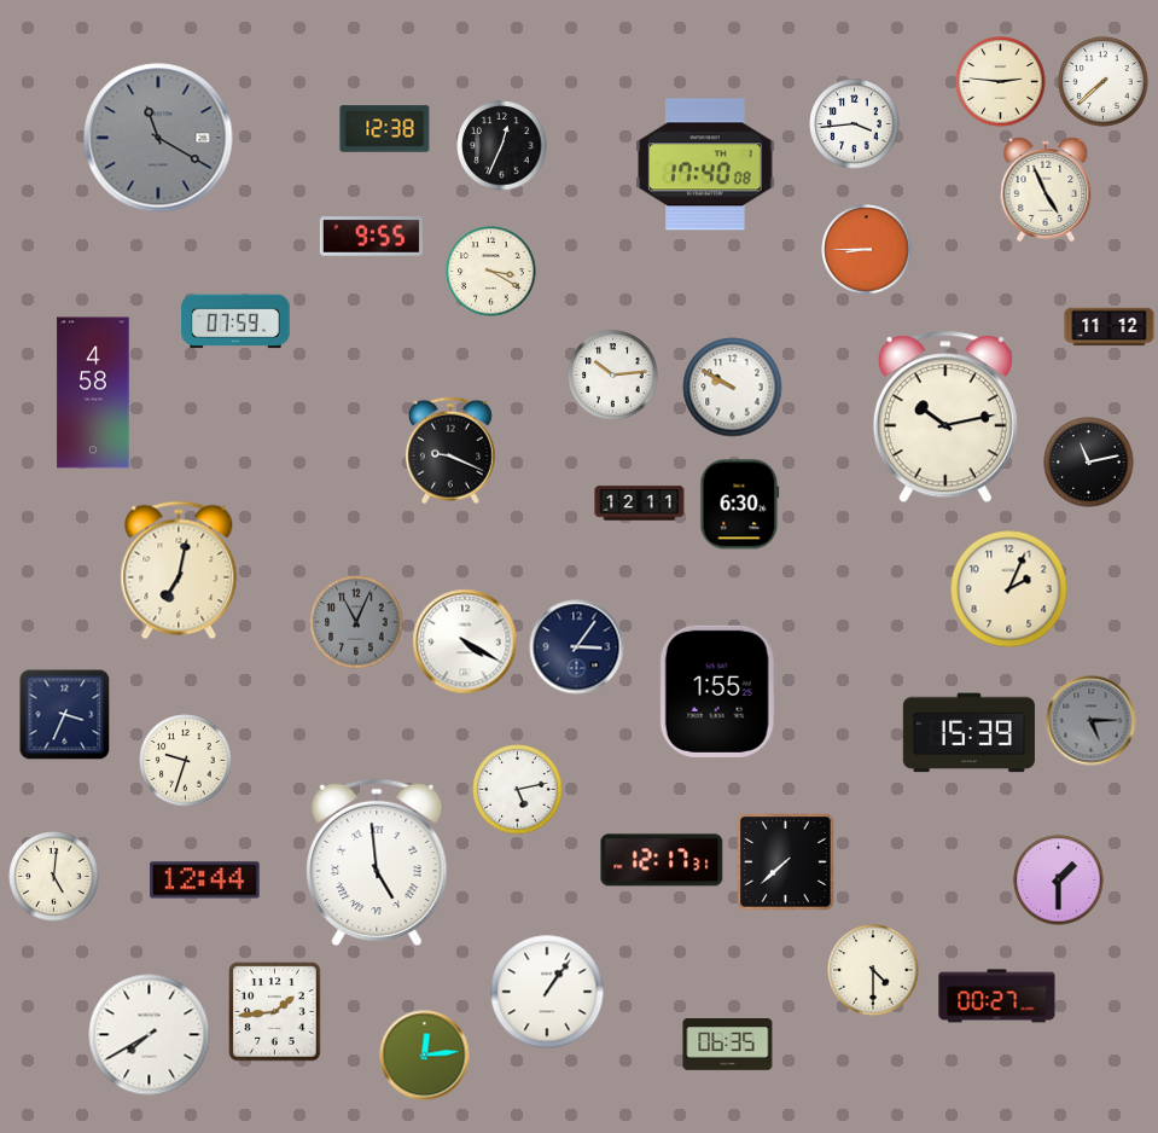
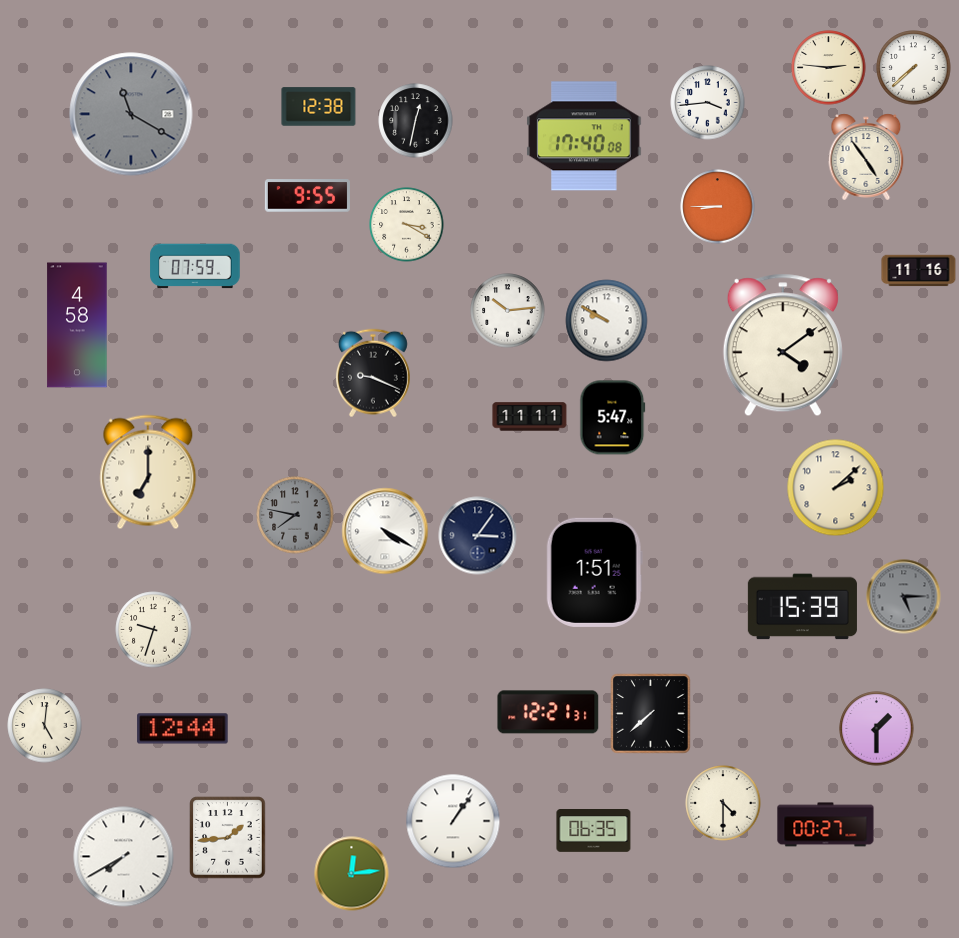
clock at (502, 146): 12:34 -> 12:32
clock at (1046, 190): 4:56 -> 4:54
clock at (1110, 327): 11:12 -> 11:16
clock at (945, 417): 10:13 -> 4:09
clock at (1089, 463): 11:13 -> none
clock at (640, 504): 12:11 -> 11:11
clock at (740, 505): 6:30 -> 5:47
clock at (179, 570): 7:02 -> 7:00
clock at (1009, 589): 2:04 -> 2:08
clock at (356, 622): 11:04 -> 7:47
clock at (717, 691): 1:55 -> 1:51
clock at (65, 715): 3:34 -> none
clock at (518, 790): 5:13 -> none
clock at (662, 860): 12:17 -> 12:21
clock at (377, 862): 4:59 -> none
clock at (205, 881) position: (205, 881) -> (183, 729)
clock at (728, 1045) position: (728, 1045) -> (594, 831)
